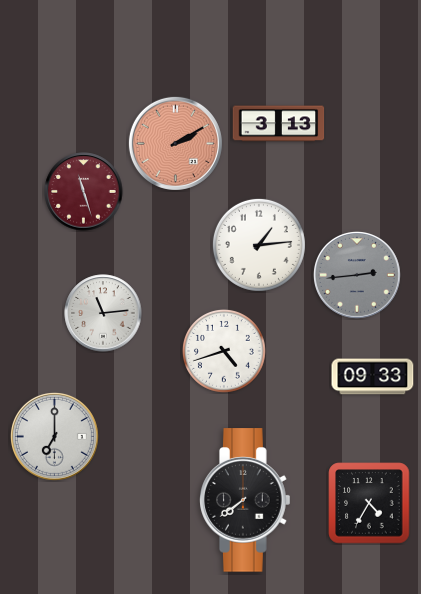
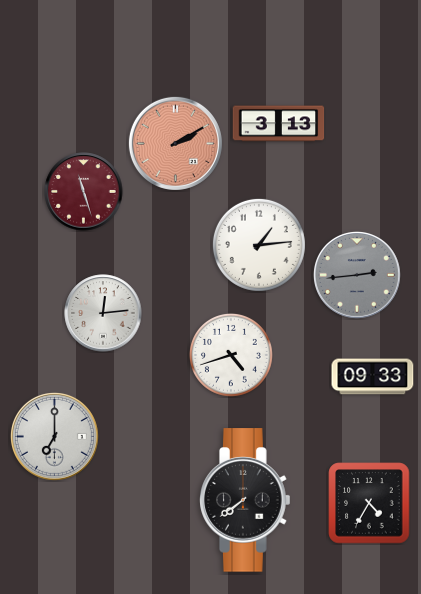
clock at (103, 313): 11:14 -> 12:14
clock at (224, 351) position: (224, 351) -> (231, 355)
